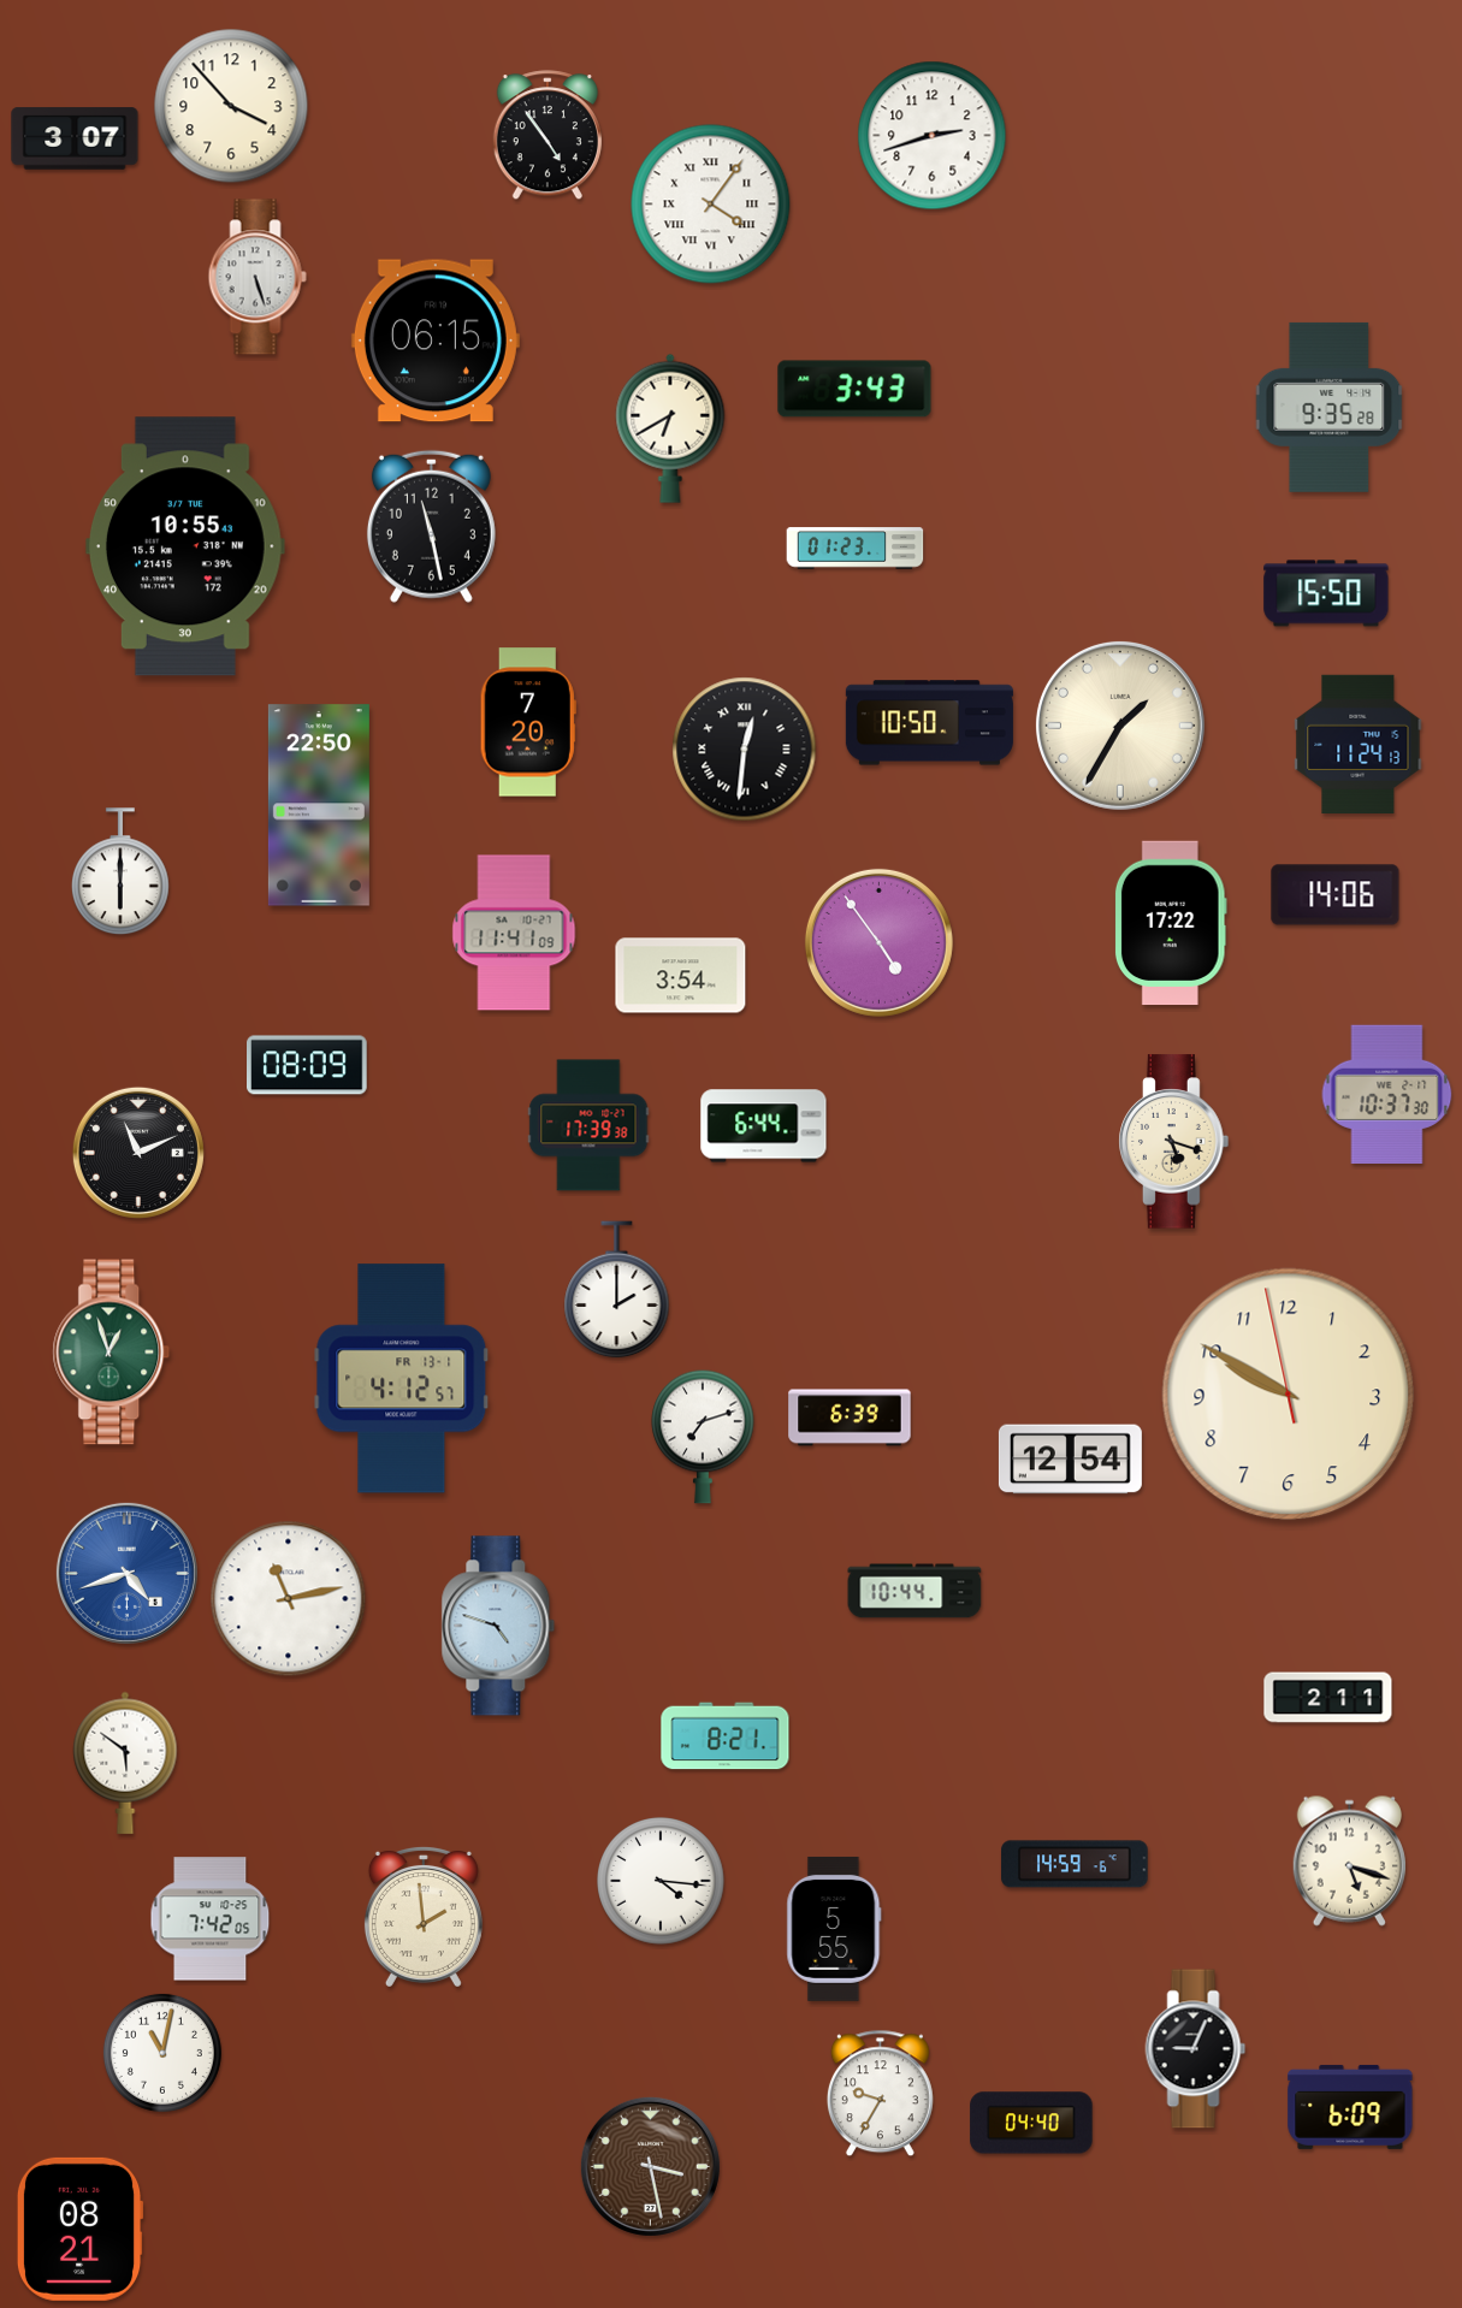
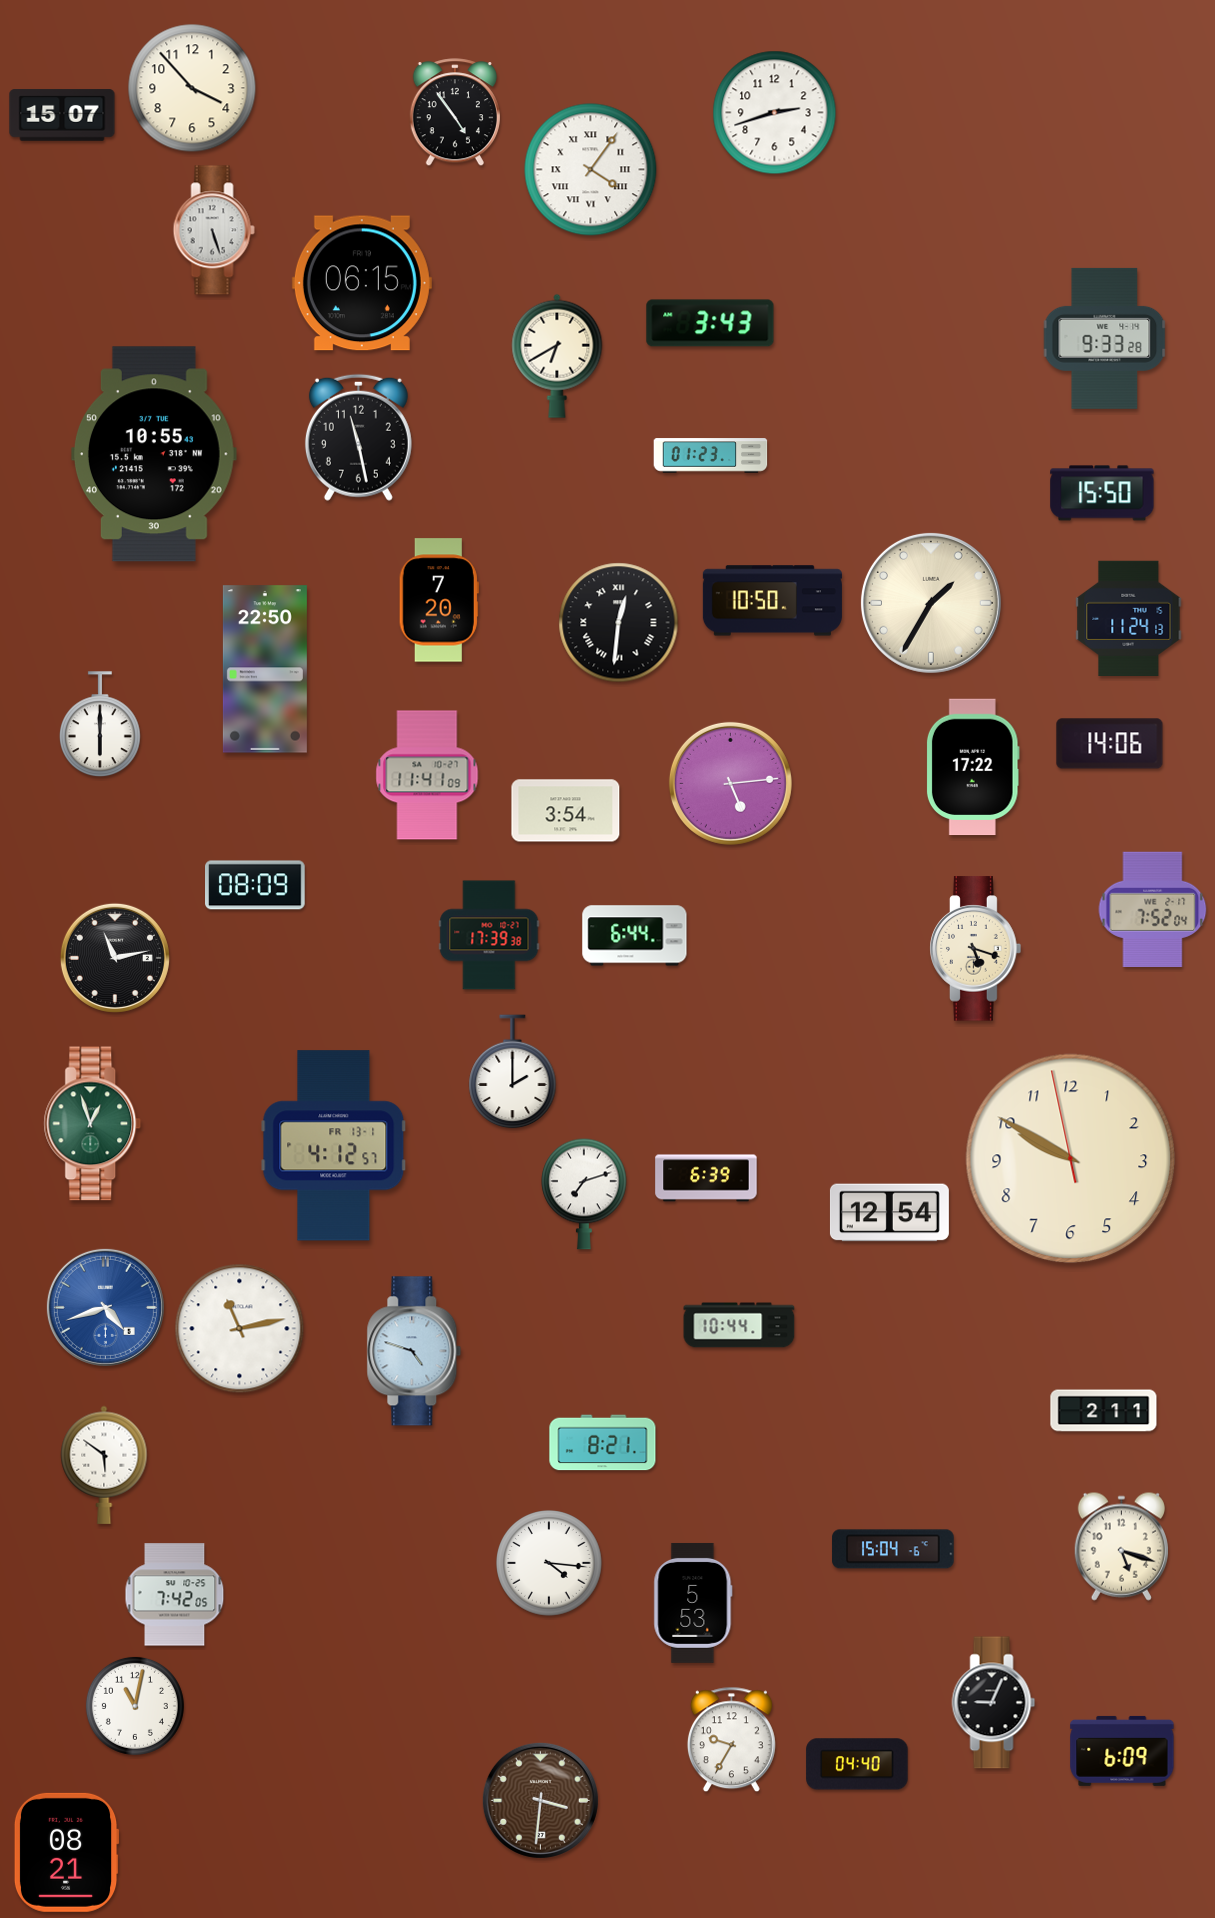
clock at (75, 138): 3:07 -> 15:07
clock at (1330, 407): 9:35 -> 9:33
clock at (878, 942): 4:54 -> 5:14
clock at (1387, 1094): 10:37 -> 7:52
clock at (138, 1153): 11:11 -> 11:13
clock at (915, 1591) position: (915, 1591) -> (739, 1325)
clock at (1075, 1864): 14:59 -> 15:04
clock at (424, 1916): 1:59 -> none
clock at (834, 1929): 5:55 -> 5:53
clock at (650, 2166): 3:28 -> 3:31
